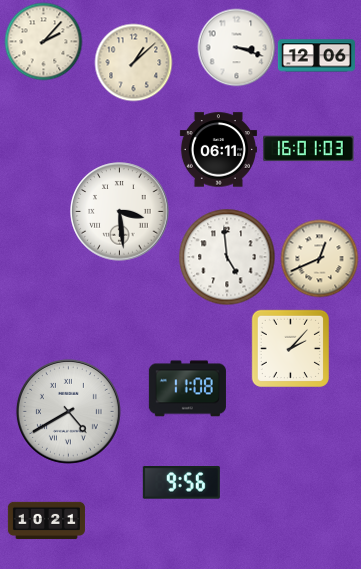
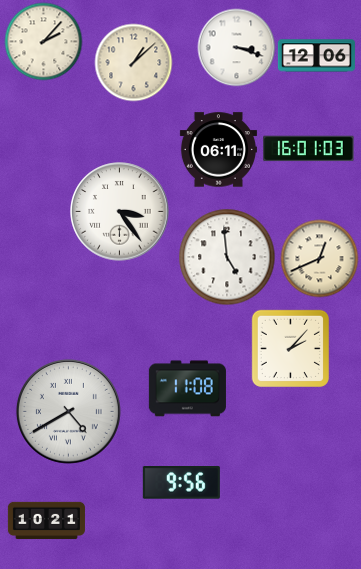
clock at (120, 212): 3:29 -> 3:24
